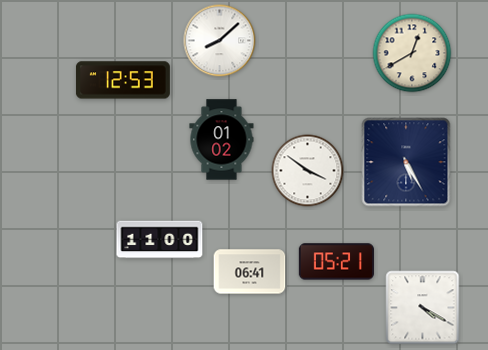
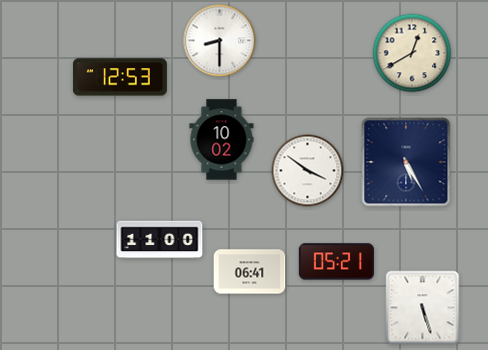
clock at (220, 41): 8:08 -> 8:30
clock at (123, 80) position: (123, 80) -> (120, 77)
clock at (222, 140): 01:02 -> 10:02
clock at (423, 308): 4:20 -> 5:27
